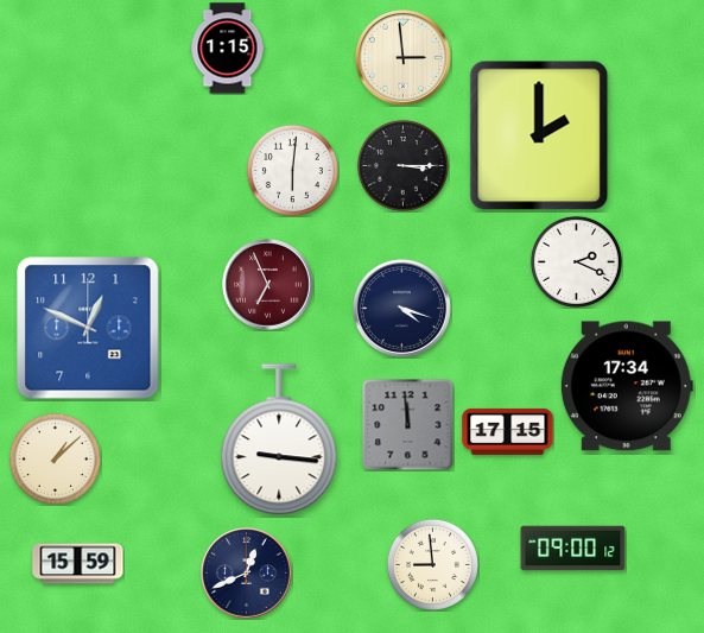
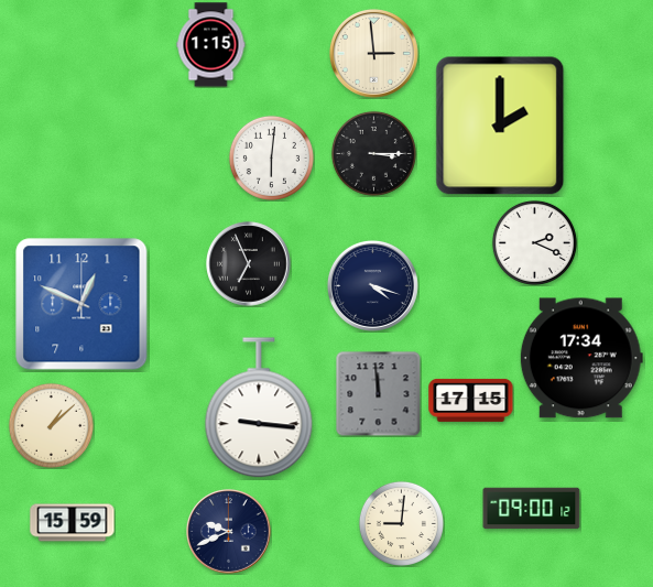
clock at (268, 285) dial: burgundy -> black
clock at (432, 564): 8:59 -> 9:01
clock at (247, 574): 12:41 -> 9:41
